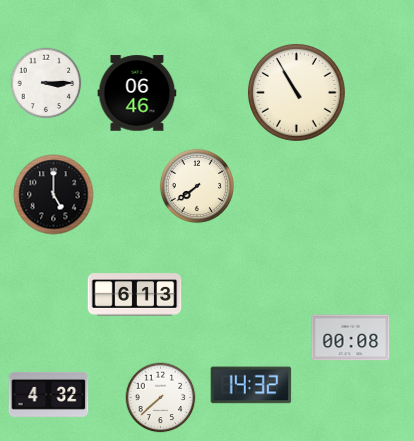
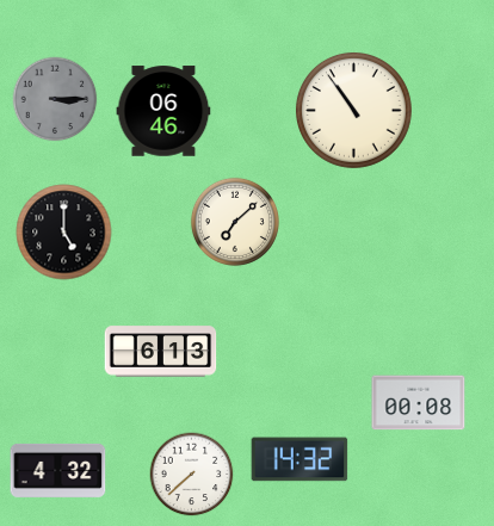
clock at (46, 83) dial: white -> grey
clock at (296, 92): 10:55 -> 10:54
clock at (197, 186): 7:39 -> 7:08
